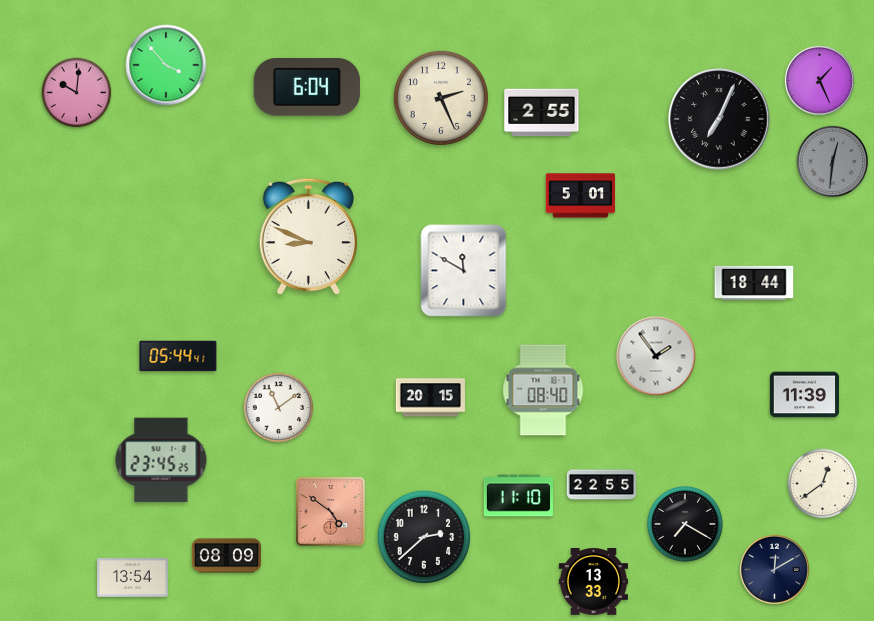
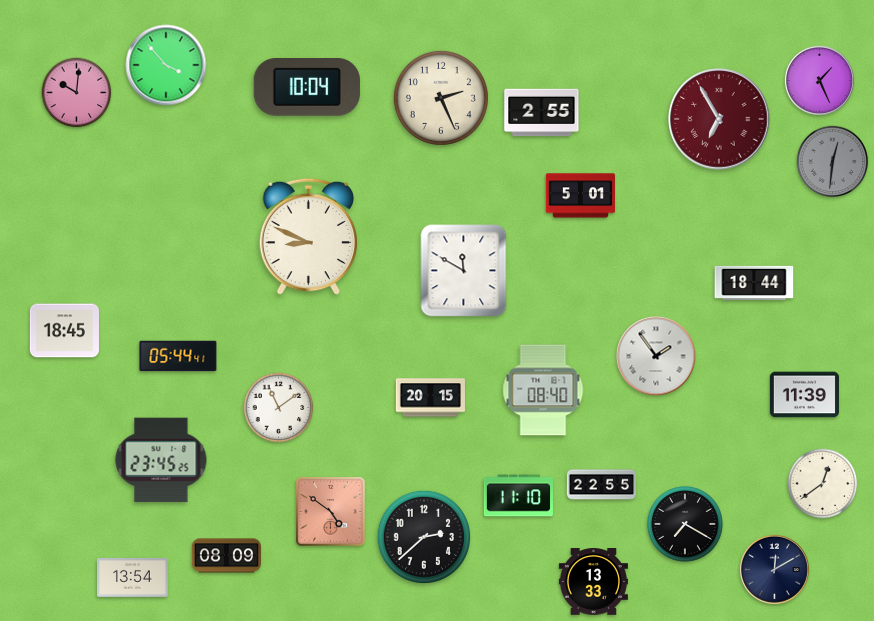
clock at (307, 88): 6:04 -> 10:04
clock at (719, 119): 7:04 -> 6:55
clock at (719, 119) dial: black -> burgundy
clock at (64, 331): none -> 18:45
